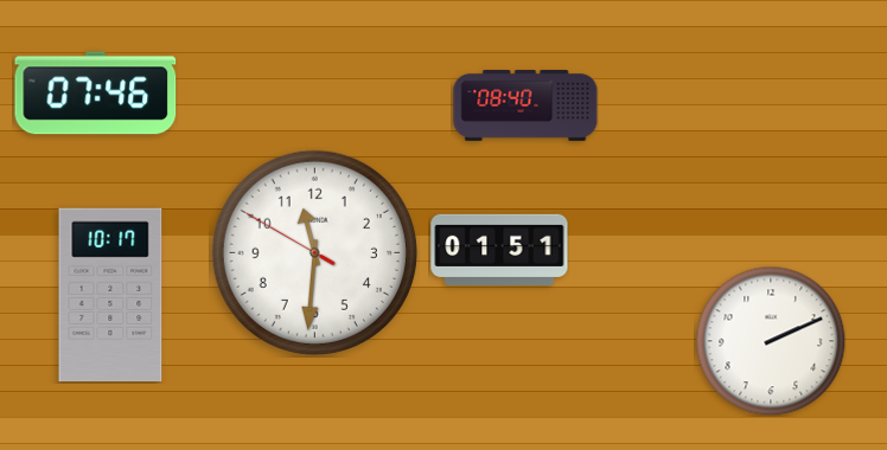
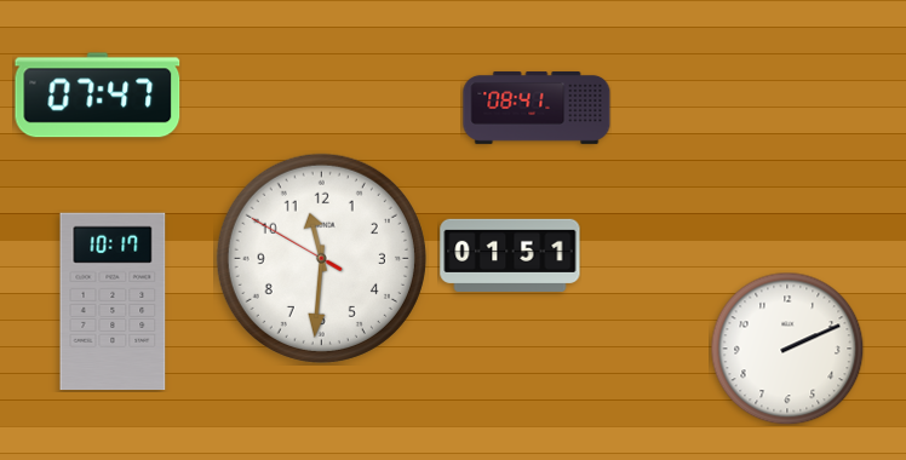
clock at (96, 94): 07:46 -> 07:47
clock at (525, 107): 08:40 -> 08:41
